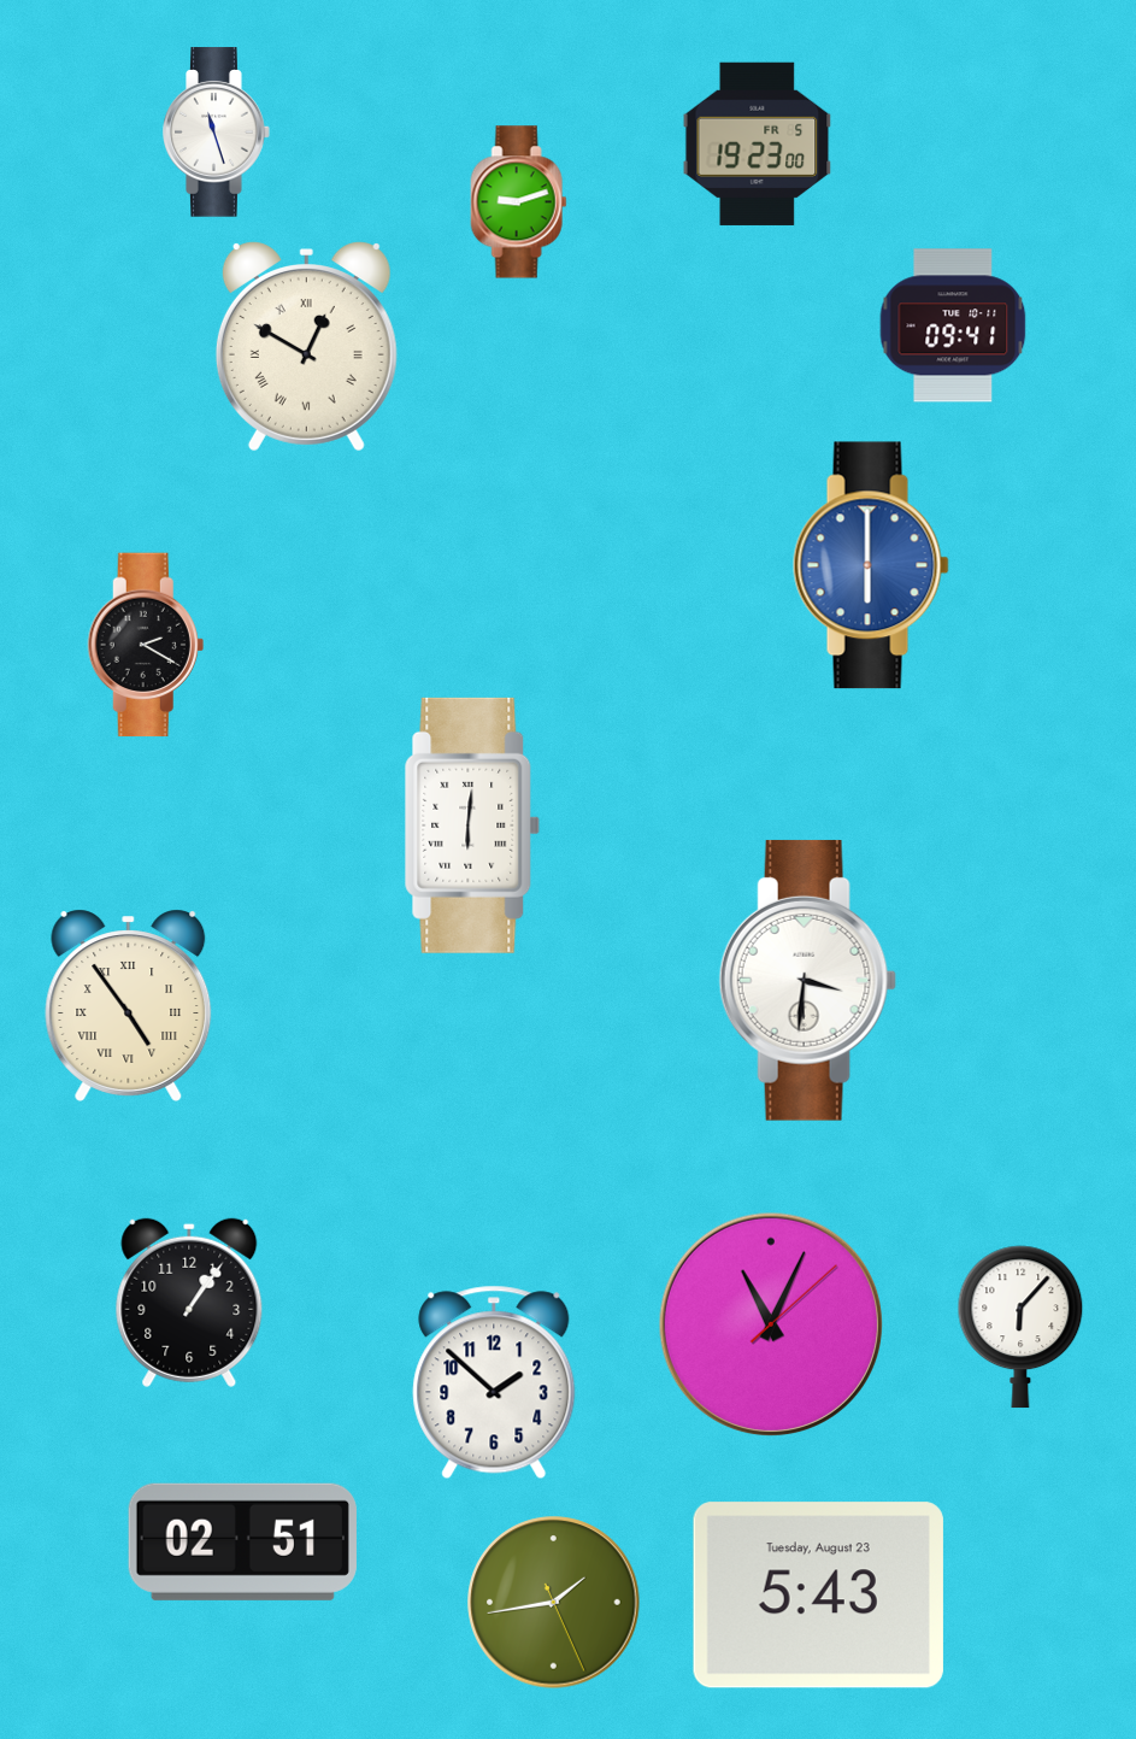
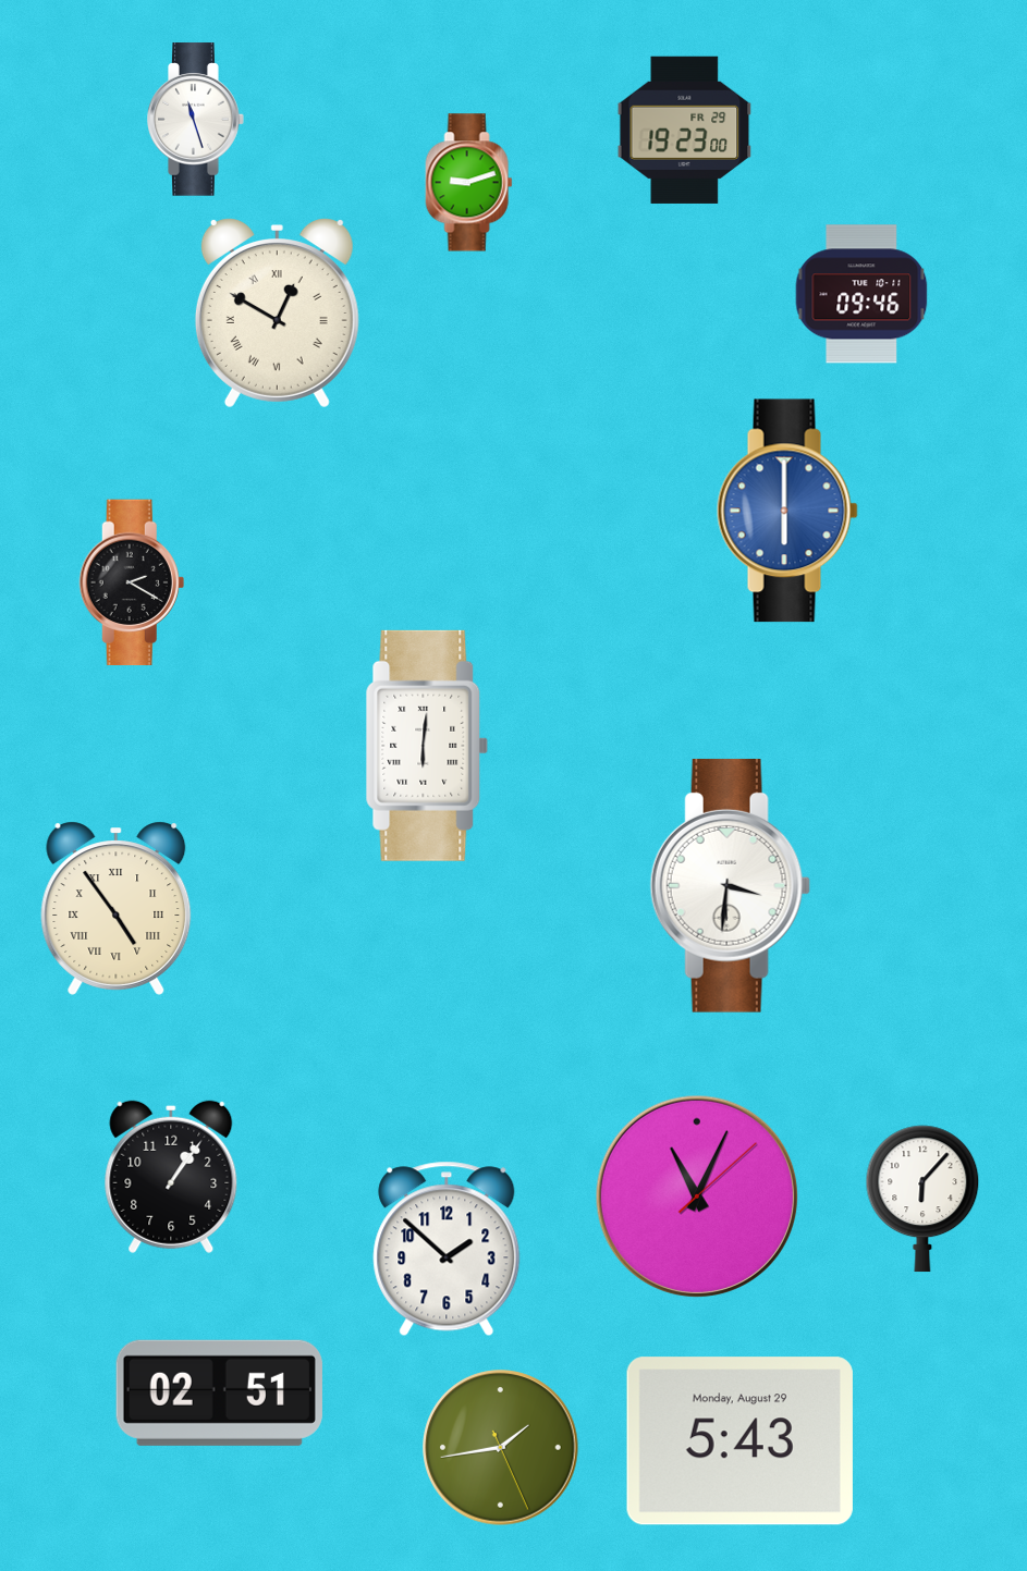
clock at (758, 143) date: FR 5 -> FR 29
clock at (953, 325): 09:41 -> 09:46
clock at (818, 1596) date: Tuesday, August 23 -> Monday, August 29
